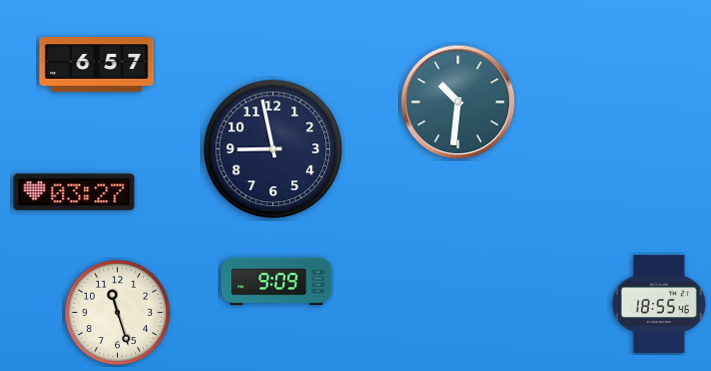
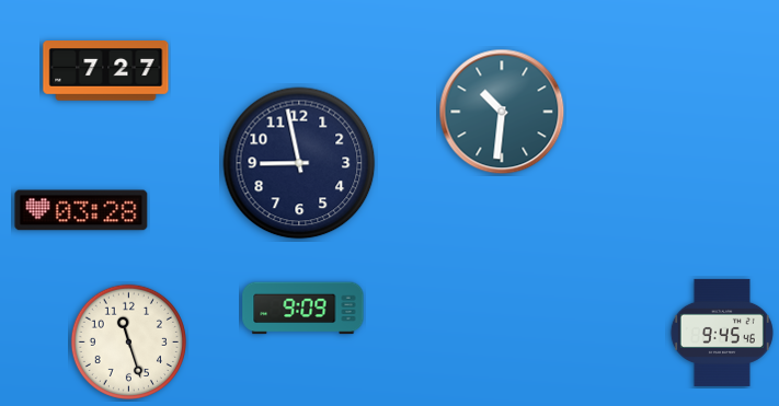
clock at (97, 65): 6:57 -> 7:27
clock at (74, 192): 03:27 -> 03:28
clock at (659, 304): 18:55 -> 9:45
